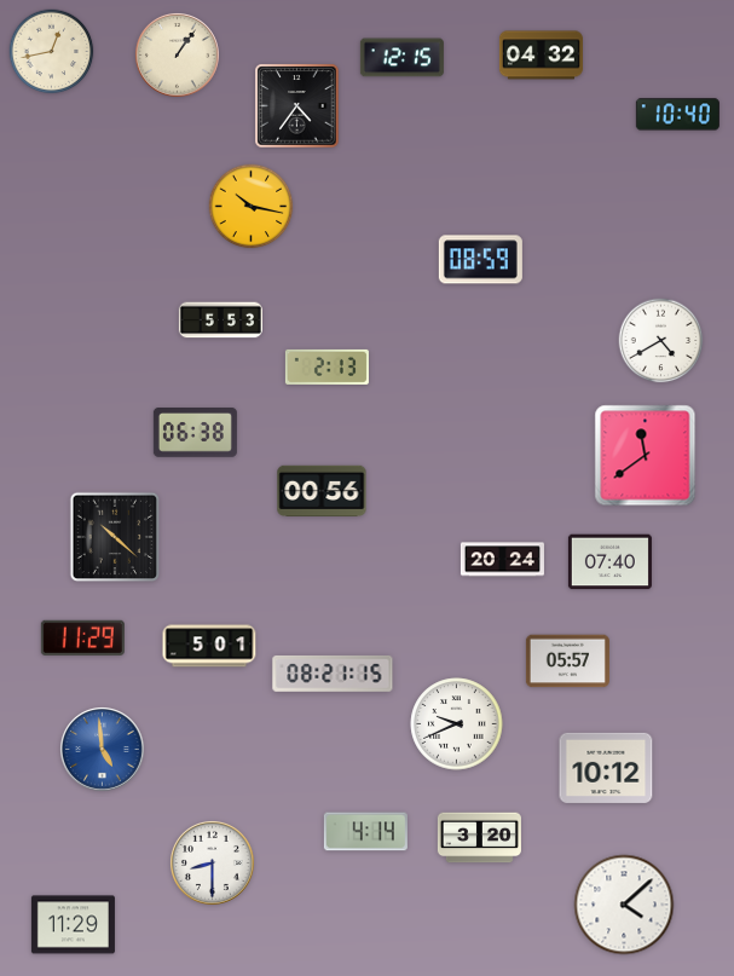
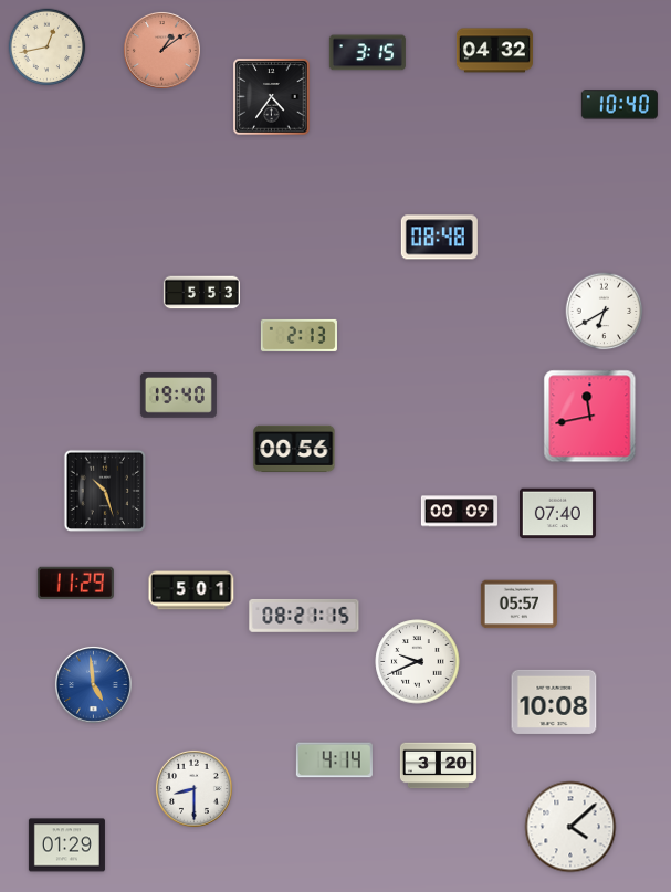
clock at (178, 56): 1:06 -> 1:09
clock at (178, 56) dial: cream -> salmon
clock at (401, 58): 12:15 -> 3:15
clock at (252, 207): 10:17 -> none
clock at (480, 260): 08:59 -> 08:48
clock at (661, 341): 4:40 -> 6:40
clock at (195, 433): 06:38 -> 19:40
clock at (646, 456): 11:39 -> 11:43
clock at (115, 537): 10:22 -> 10:27
clock at (502, 560): 20:24 -> 00:09
clock at (606, 768): 10:12 -> 10:08
clock at (73, 925): 11:29 -> 01:29
